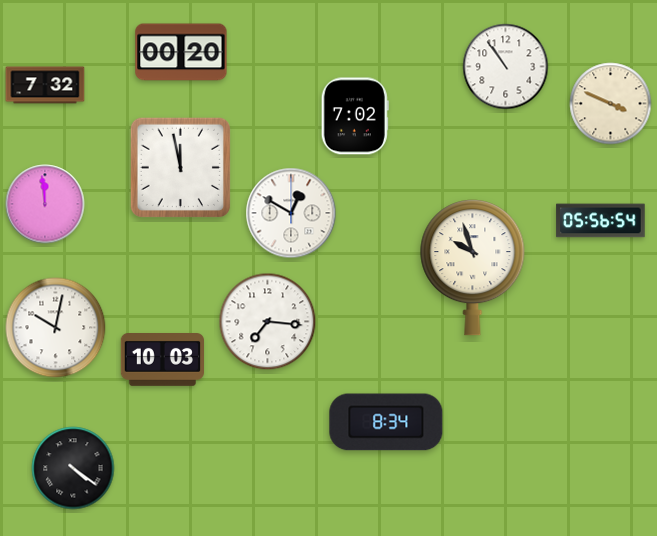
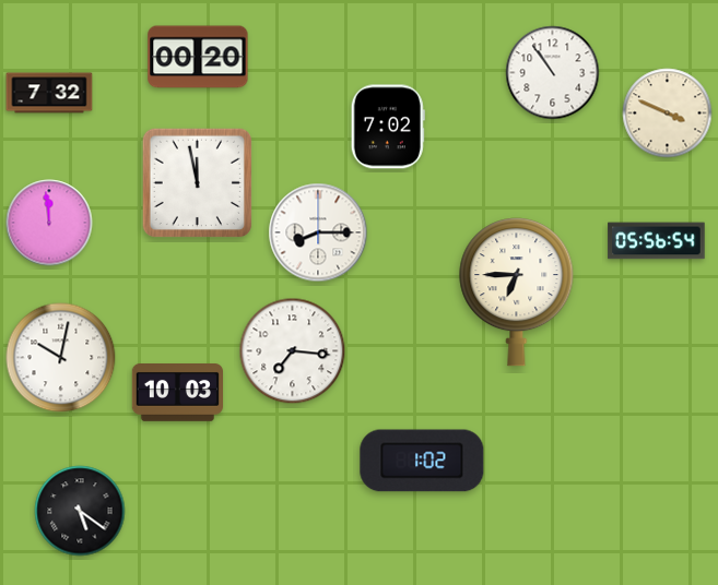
clock at (291, 213): 12:50 -> 8:15
clock at (473, 268): 9:57 -> 6:45
clock at (386, 422): 8:34 -> 1:02
clock at (73, 468): 4:21 -> 5:21
